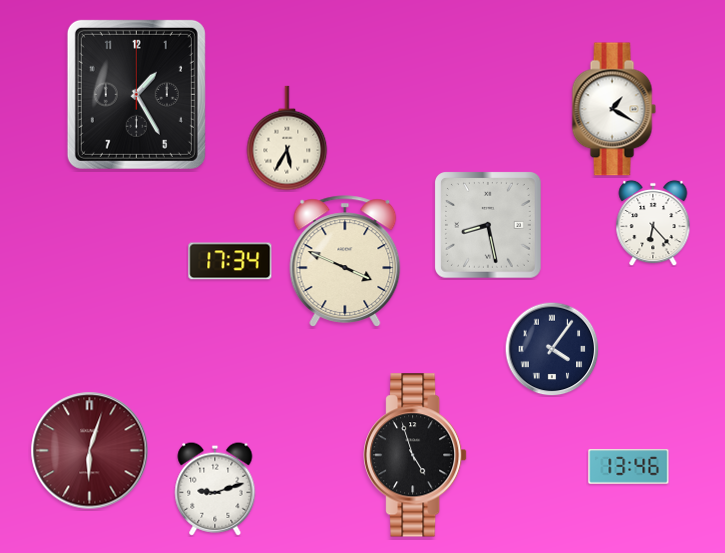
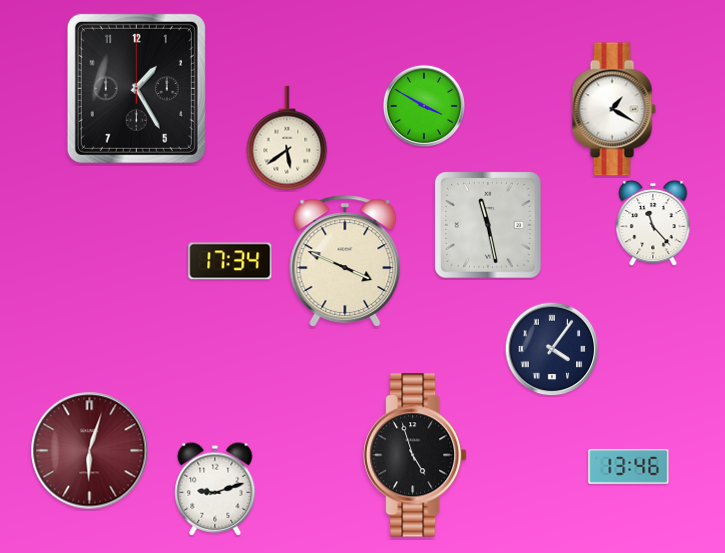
clock at (136, 94) position: (136, 94) -> (136, 88)
clock at (424, 106): none -> 3:50
clock at (287, 138): 5:35 -> 5:39
clock at (653, 223): 6:23 -> 11:23
clock at (489, 226): 8:28 -> 11:28
